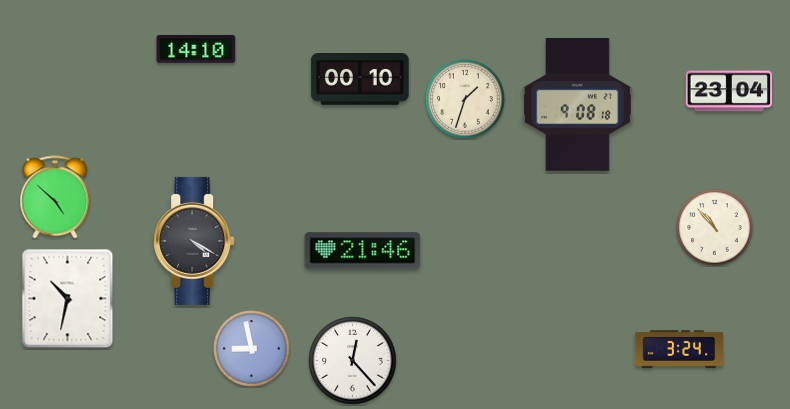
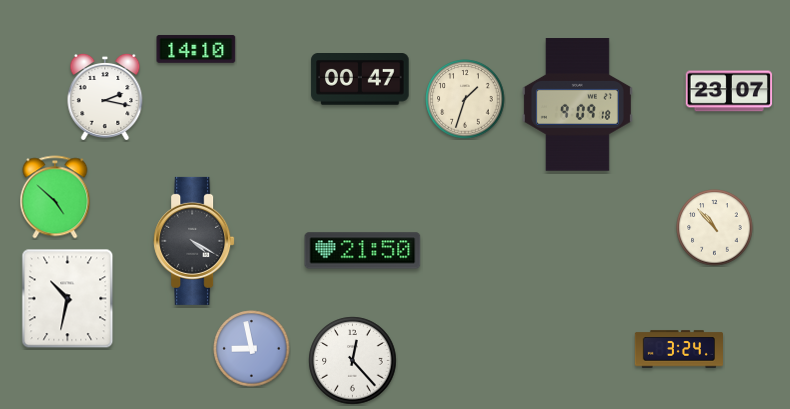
clock at (360, 80): 00:10 -> 00:47
clock at (729, 91): 23:04 -> 23:07
clock at (105, 97): none -> 2:17
clock at (577, 105): 9:08 -> 9:09
clock at (363, 251): 21:46 -> 21:50
